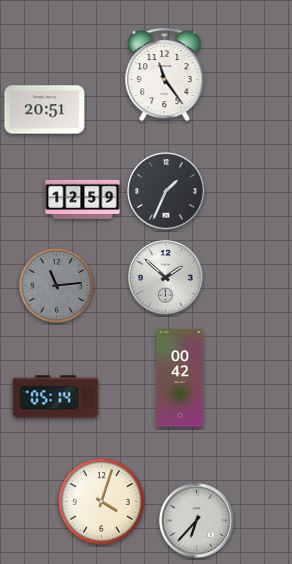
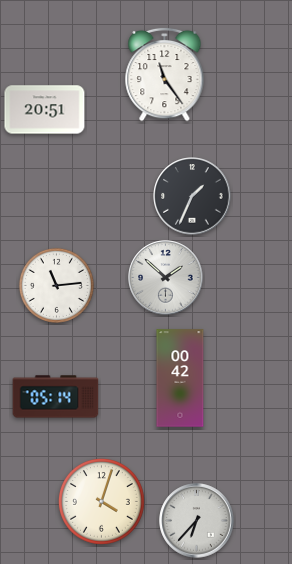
clock at (166, 191) position: (166, 191) -> (192, 196)
clock at (83, 199): 12:59 -> none
clock at (56, 285) dial: grey -> white
